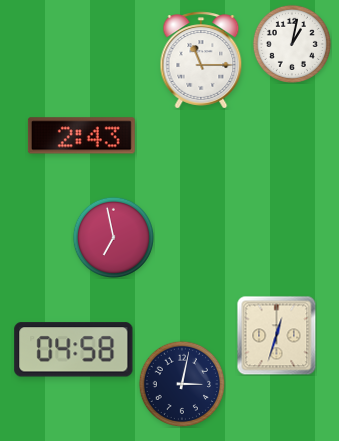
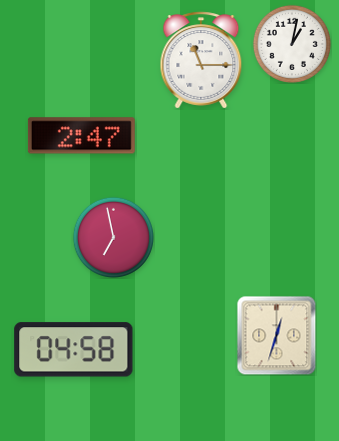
clock at (81, 136): 2:43 -> 2:47
clock at (181, 383): 3:02 -> none
